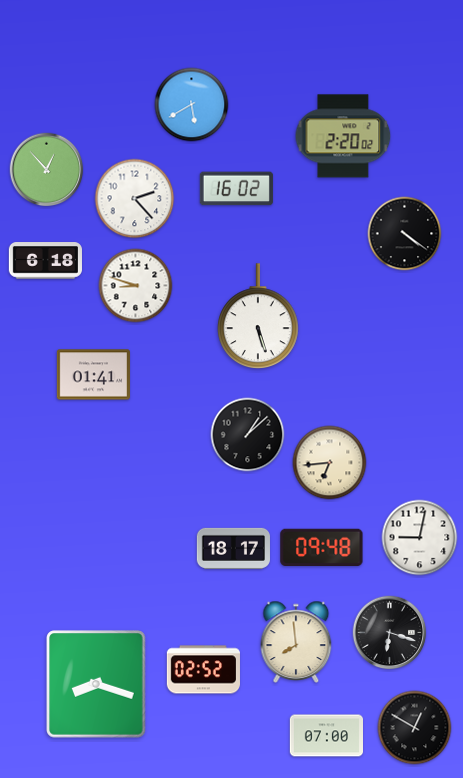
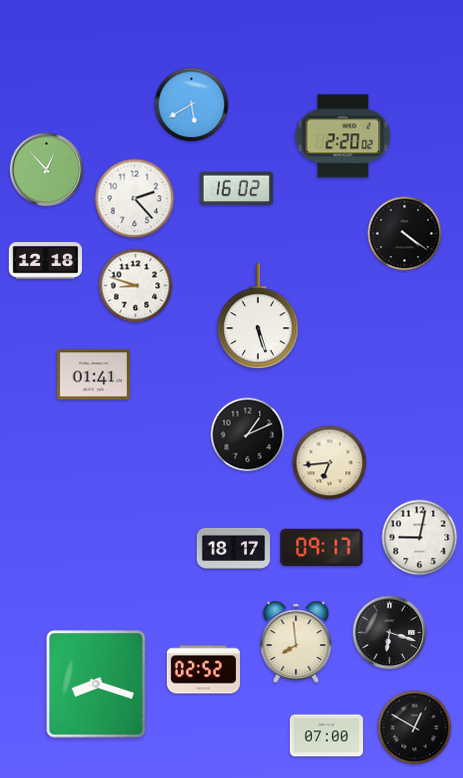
clock at (45, 261): 6:18 -> 12:18
clock at (248, 435): 1:08 -> 1:11
clock at (322, 547): 09:48 -> 09:17
